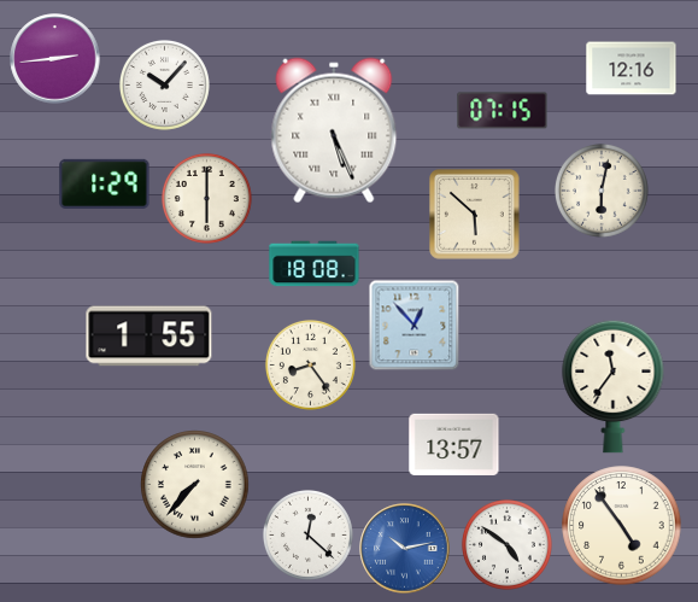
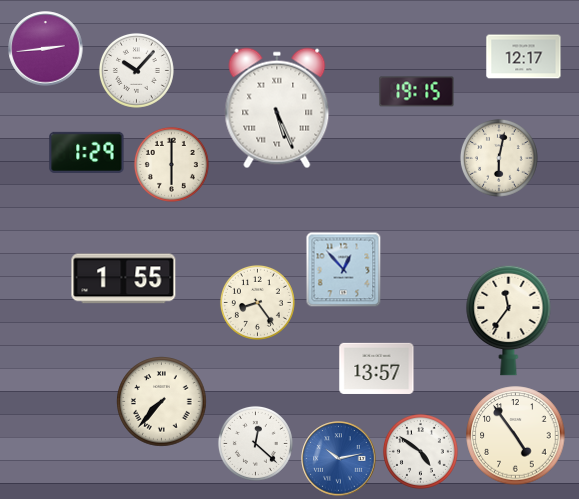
clock at (632, 69): 12:16 -> 12:17
clock at (503, 111): 07:15 -> 19:15
clock at (475, 215): 5:52 -> none
clock at (315, 264): 18:08 -> none
clock at (405, 549) position: (405, 549) -> (339, 459)
